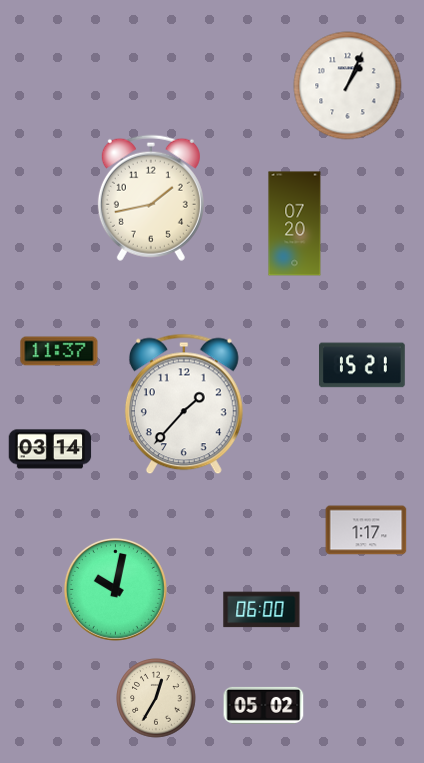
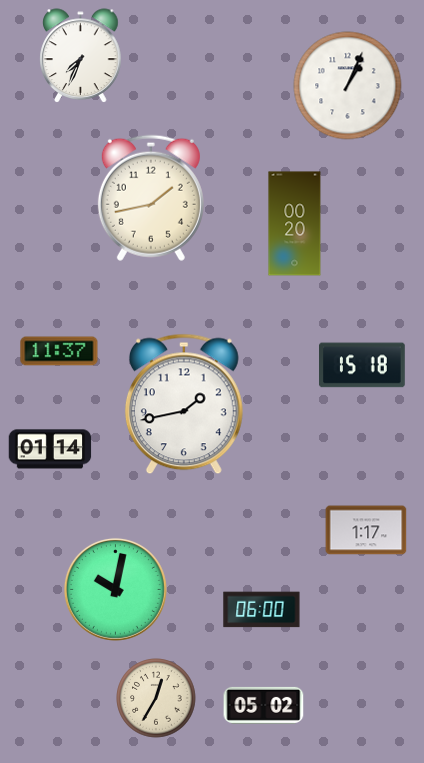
clock at (81, 56): none -> 7:34
clock at (295, 224): 07:20 -> 00:20
clock at (363, 365): 15:21 -> 15:18
clock at (184, 404): 1:37 -> 1:43
clock at (50, 449): 03:14 -> 01:14
